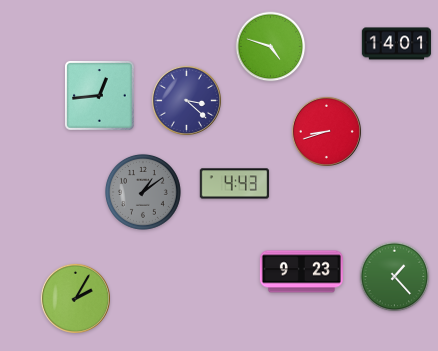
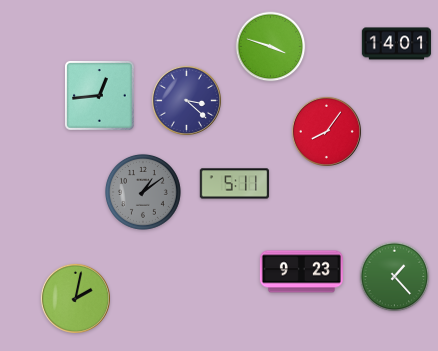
clock at (271, 47): 4:48 -> 3:48
clock at (326, 131): 8:42 -> 8:06
clock at (234, 184): 4:43 -> 5:11
clock at (75, 298): 2:05 -> 2:02
